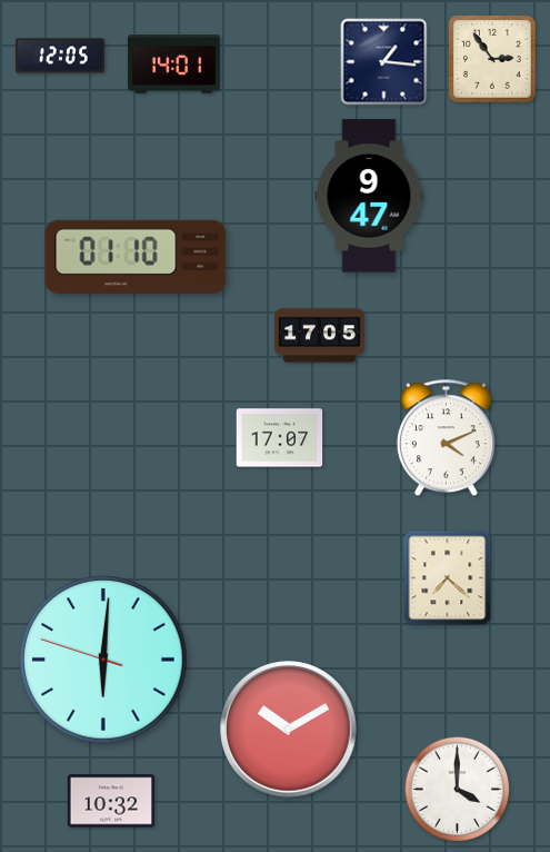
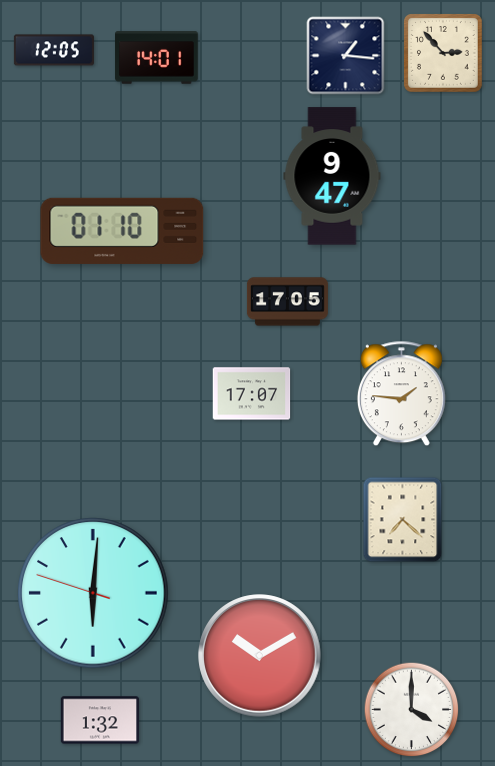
clock at (493, 60): 2:54 -> 2:53
clock at (446, 438): 4:11 -> 1:46
clock at (111, 801): 10:32 -> 1:32
